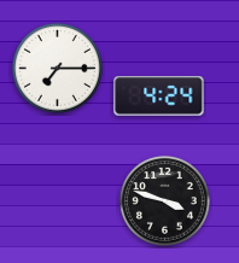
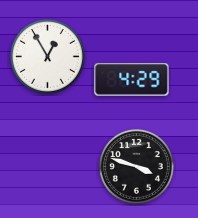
clock at (57, 68): 7:15 -> 12:55
clock at (159, 97): 4:24 -> 4:29
